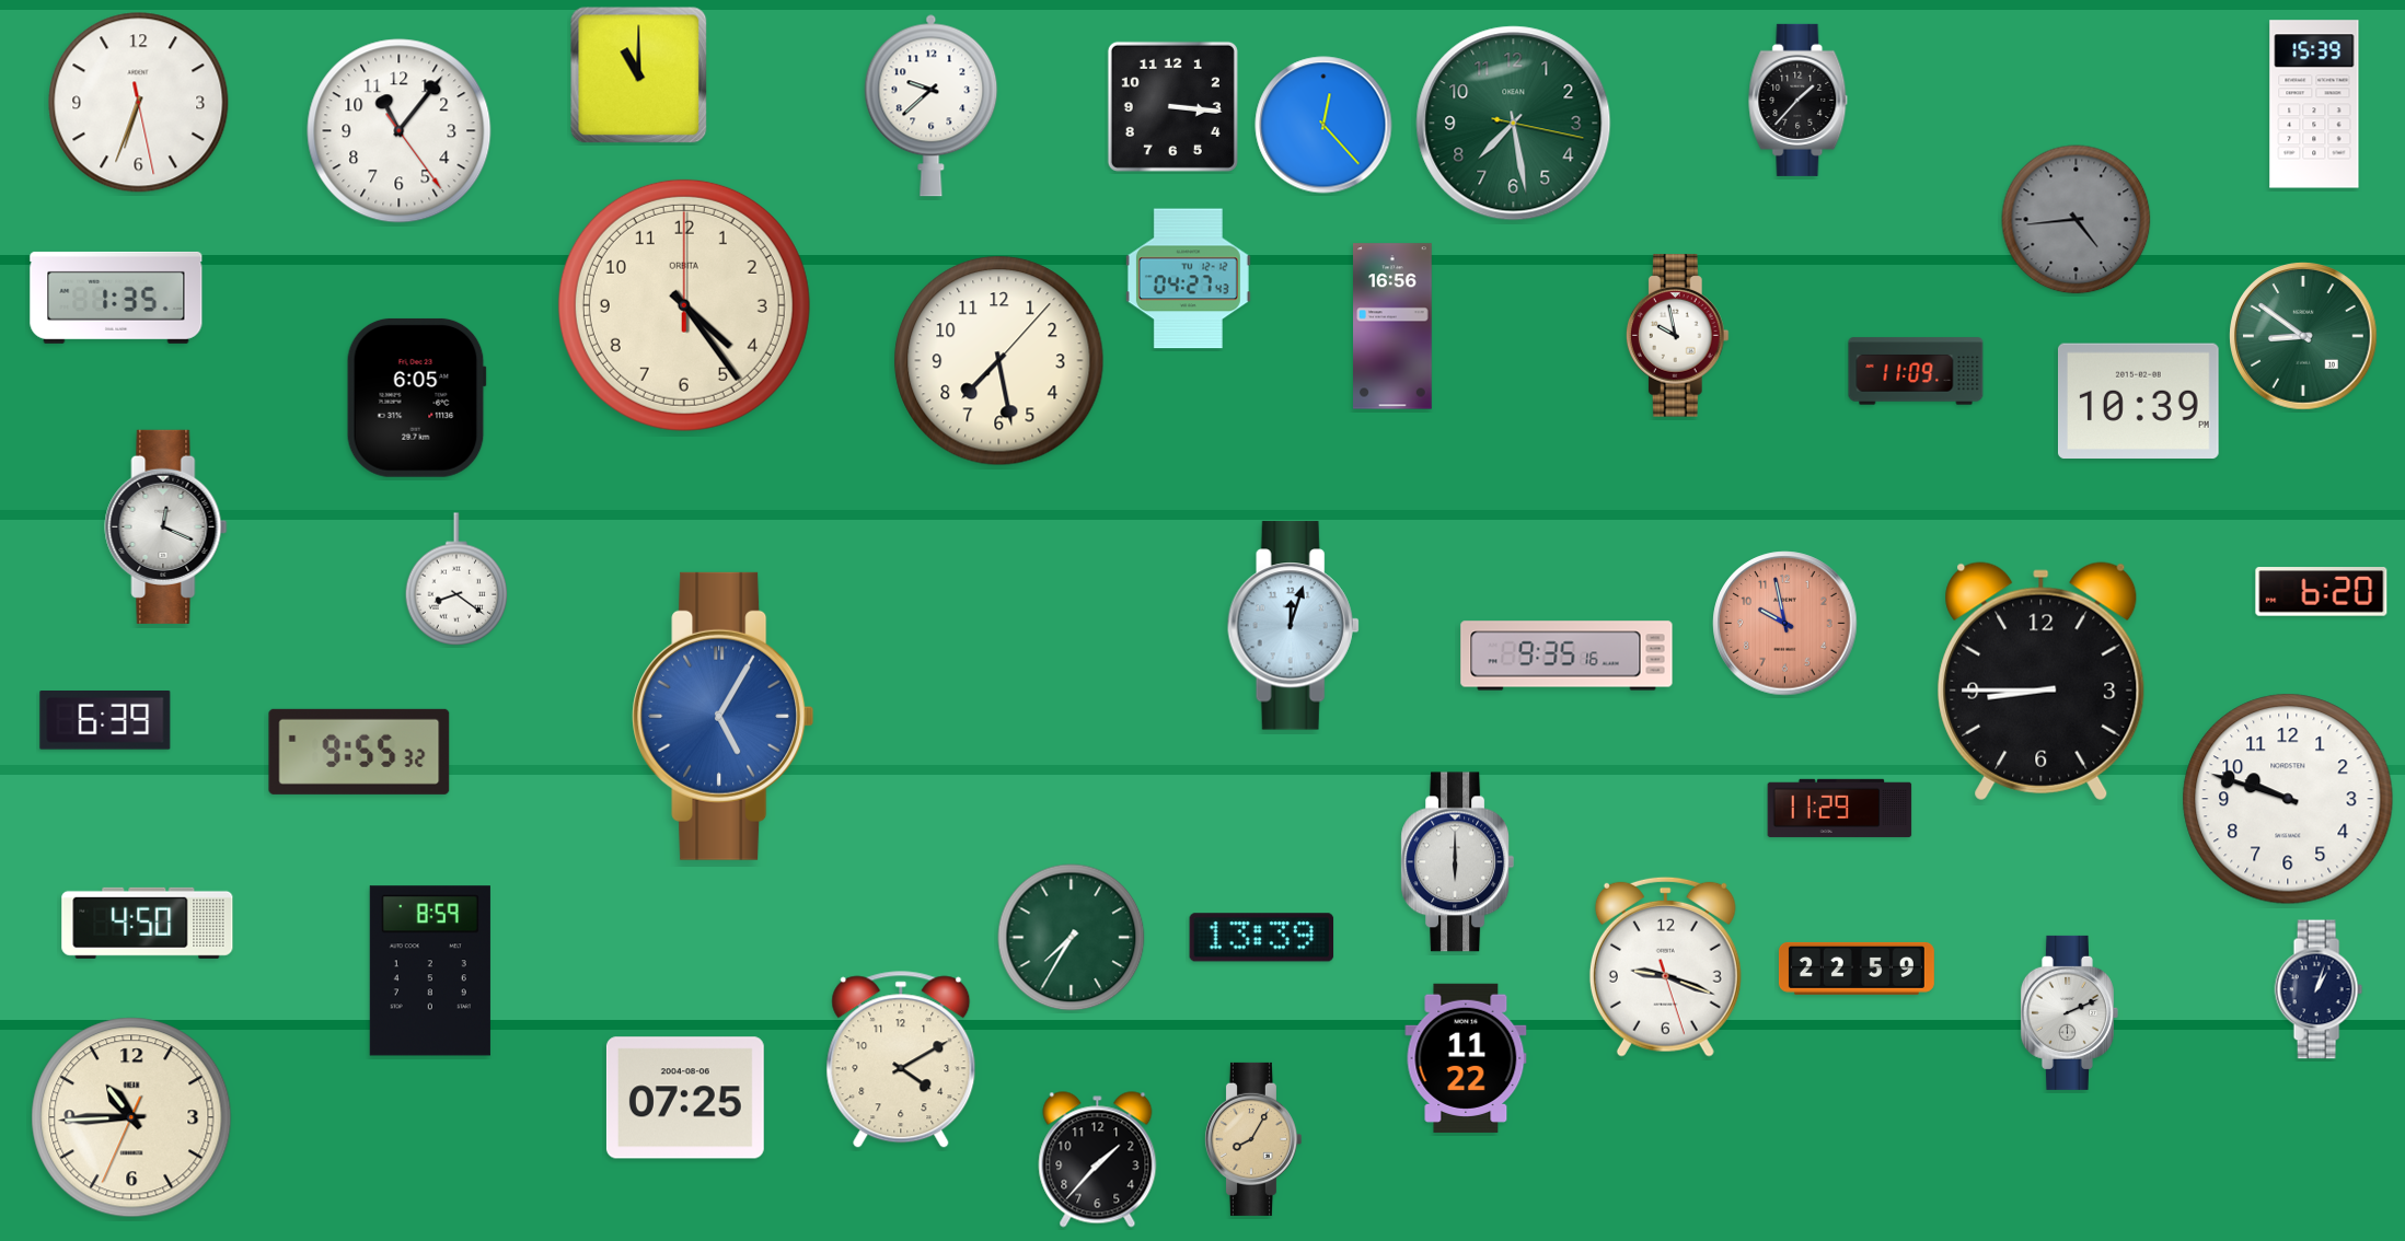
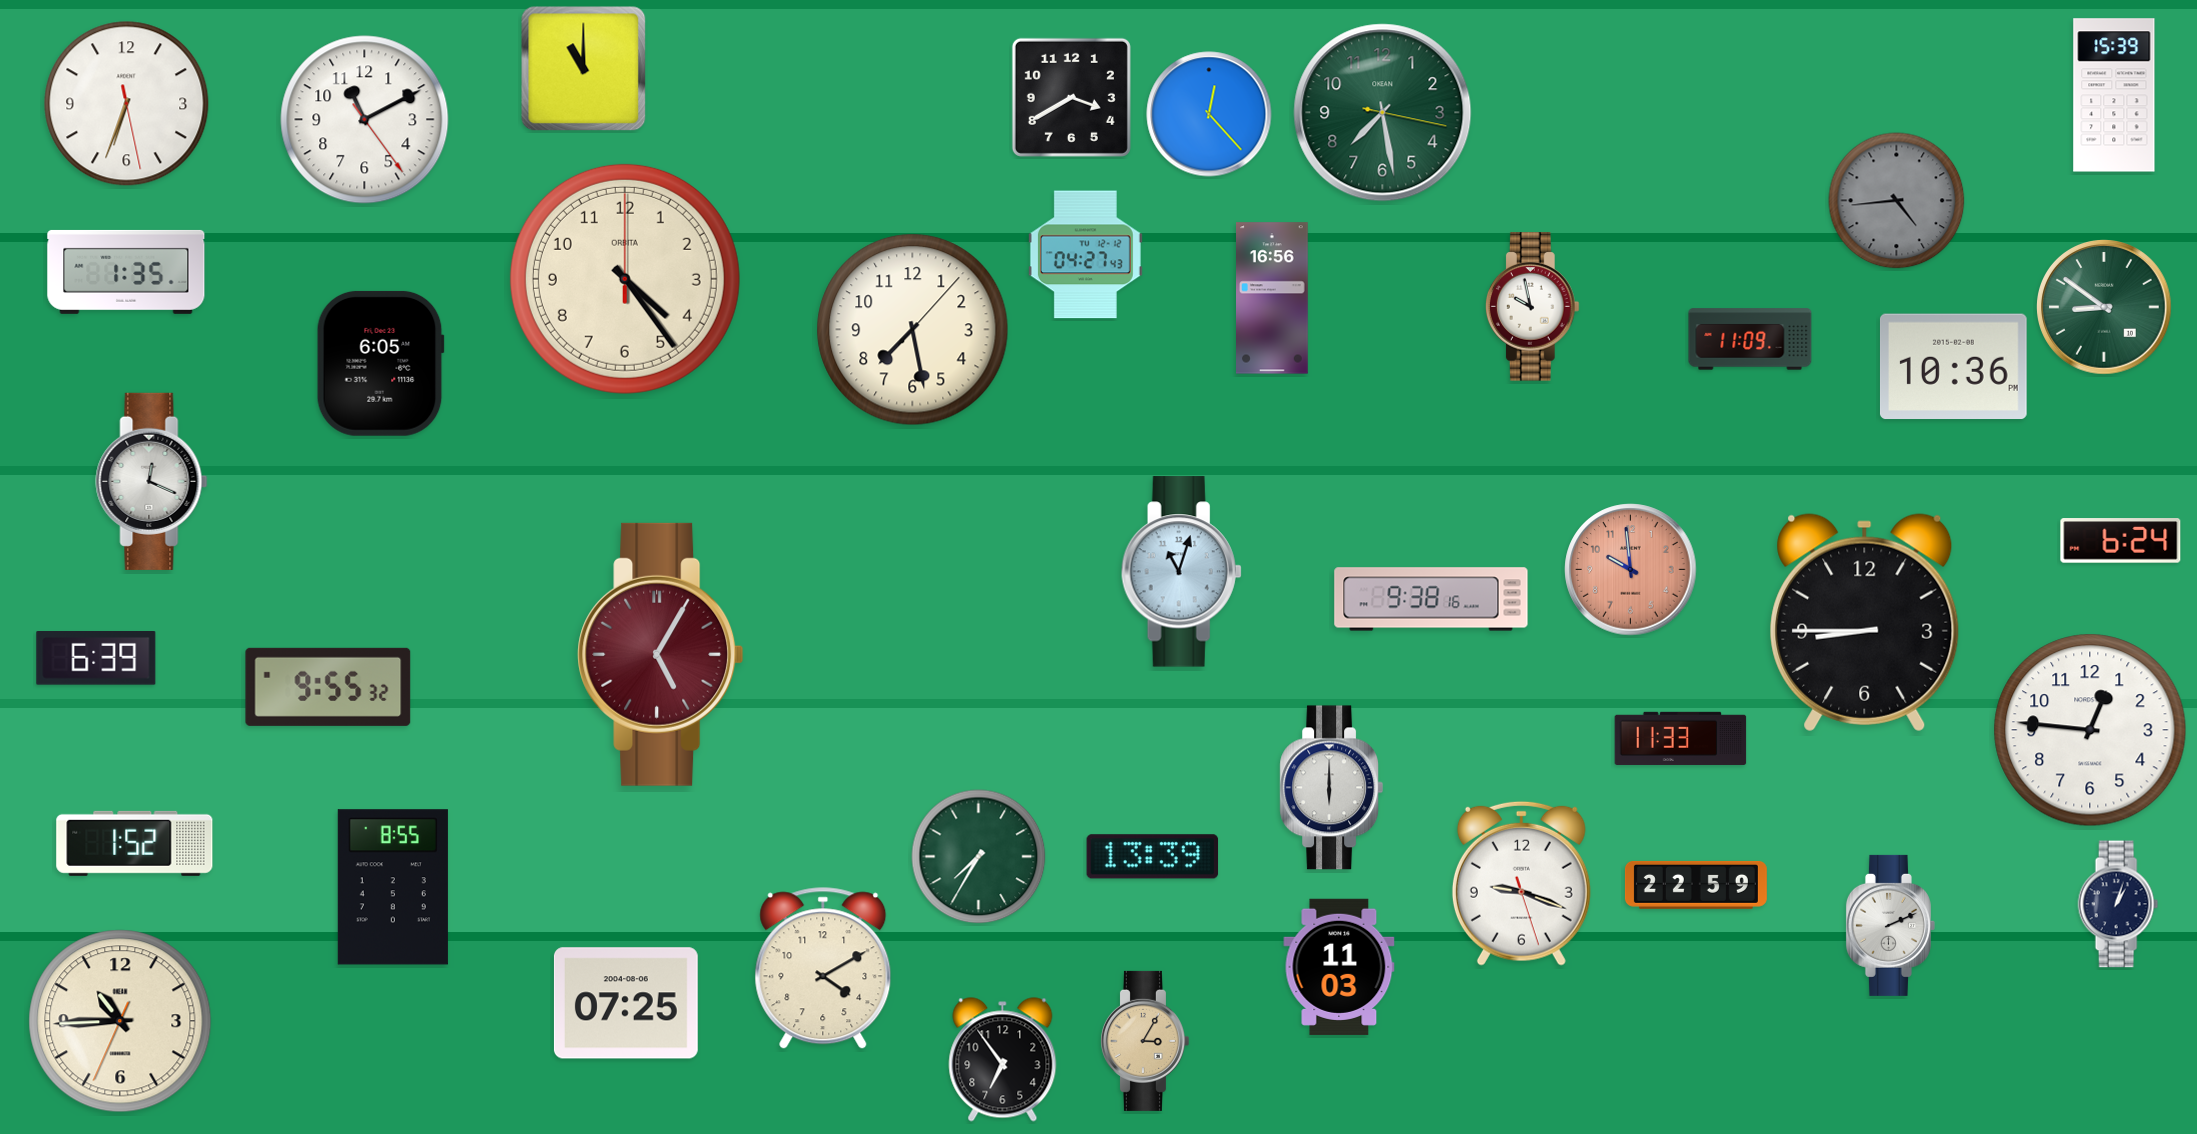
clock at (1799, 100): 1:37 -> none
clock at (139, 103) position: (139, 103) -> (127, 104)
clock at (932, 105): 9:38 -> none
clock at (1172, 106): 3:16 -> 3:40
clock at (400, 131): 11:06 -> 11:10
clock at (116, 298) position: (116, 298) -> (126, 272)
clock at (2138, 402): 10:39 -> 10:36
clock at (456, 579): 8:21 -> none
clock at (2322, 592): 6:20 -> 6:24
clock at (1785, 624): 9:58 -> 9:59
clock at (1293, 626): 12:03 -> 11:03
clock at (1566, 656): 9:35 -> 9:38
clock at (724, 716) dial: blue -> burgundy
clock at (2288, 799): 9:48 -> 12:46
clock at (1840, 808): 11:29 -> 11:33
clock at (148, 923): 4:50 -> 1:52
clock at (430, 971): 8:59 -> 8:55
clock at (1466, 1058): 11:22 -> 11:03
clock at (1252, 1139): 8:05 -> 3:05
clock at (1098, 1160): 1:37 -> 6:54
